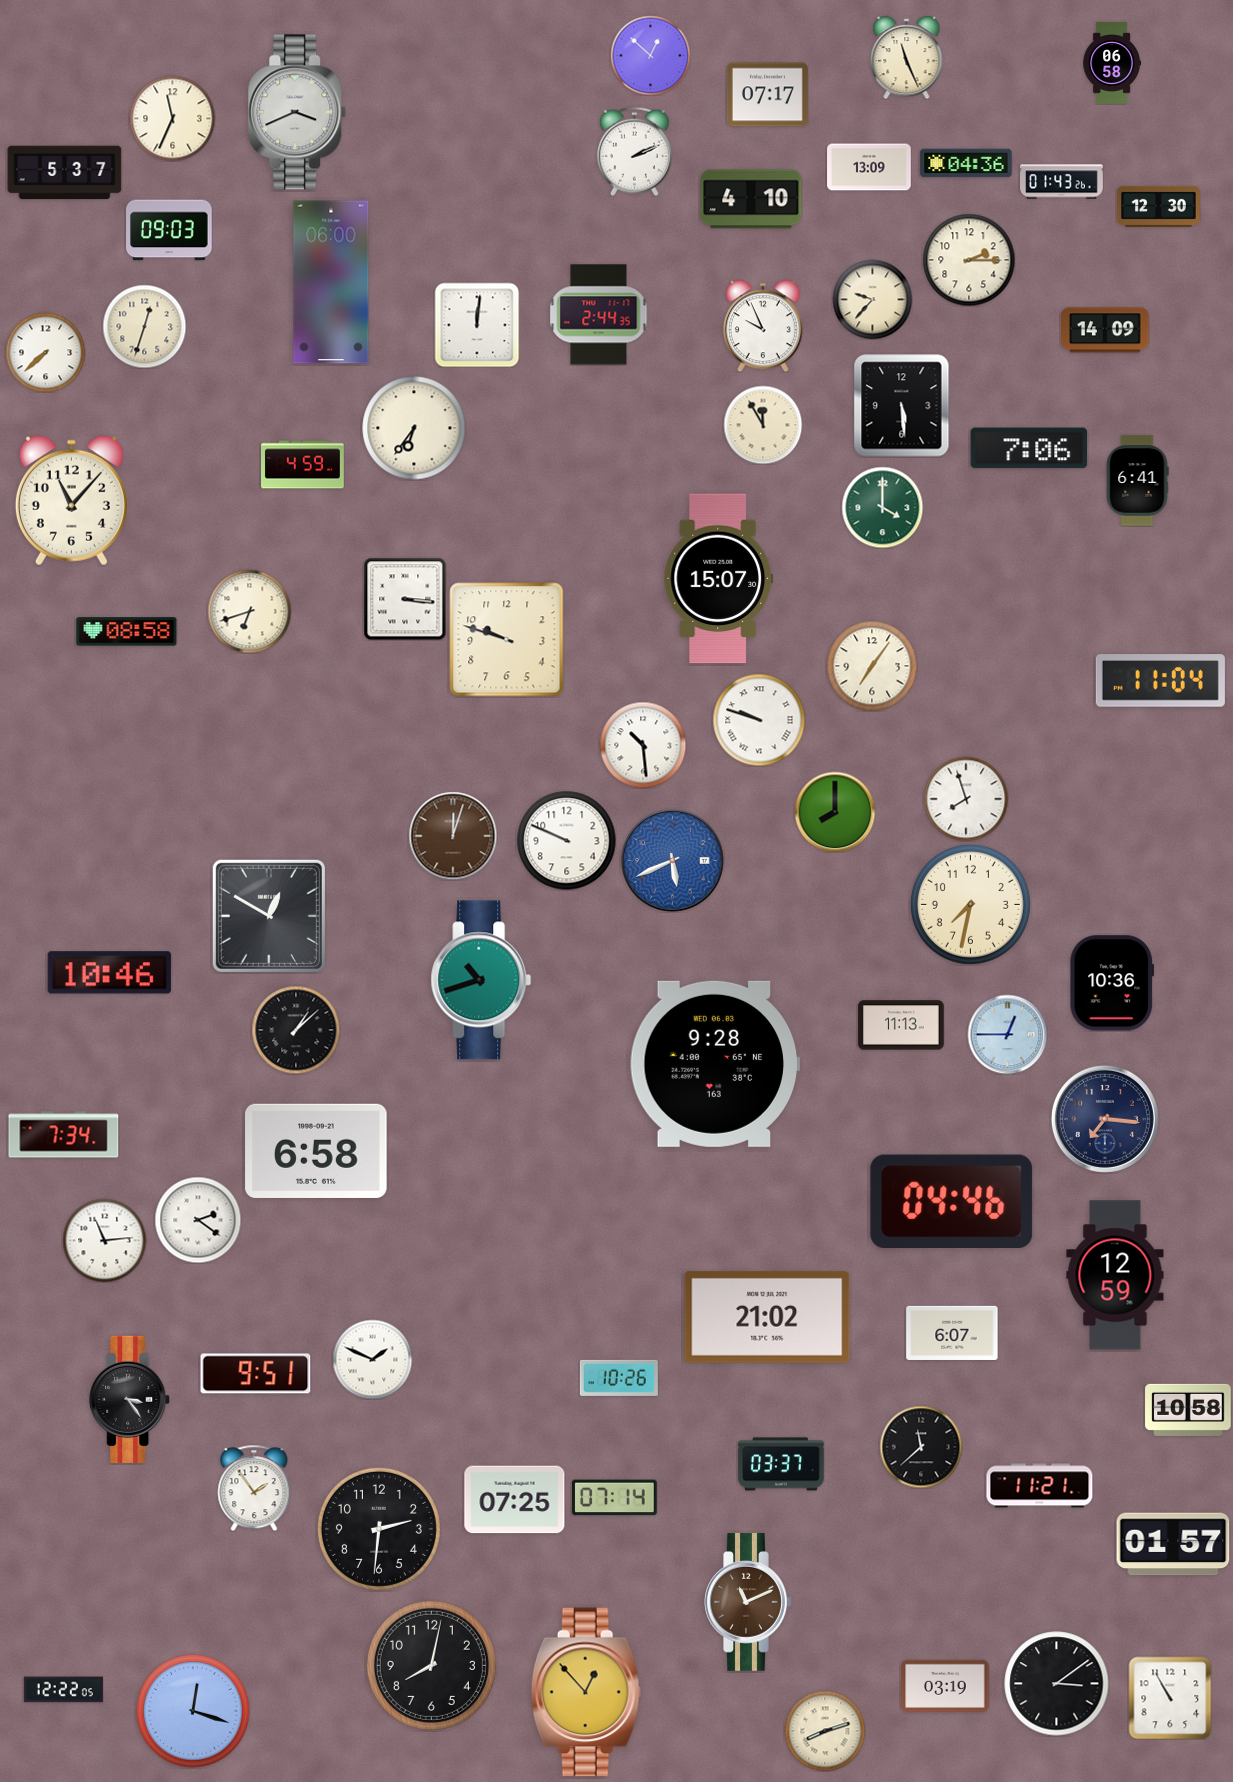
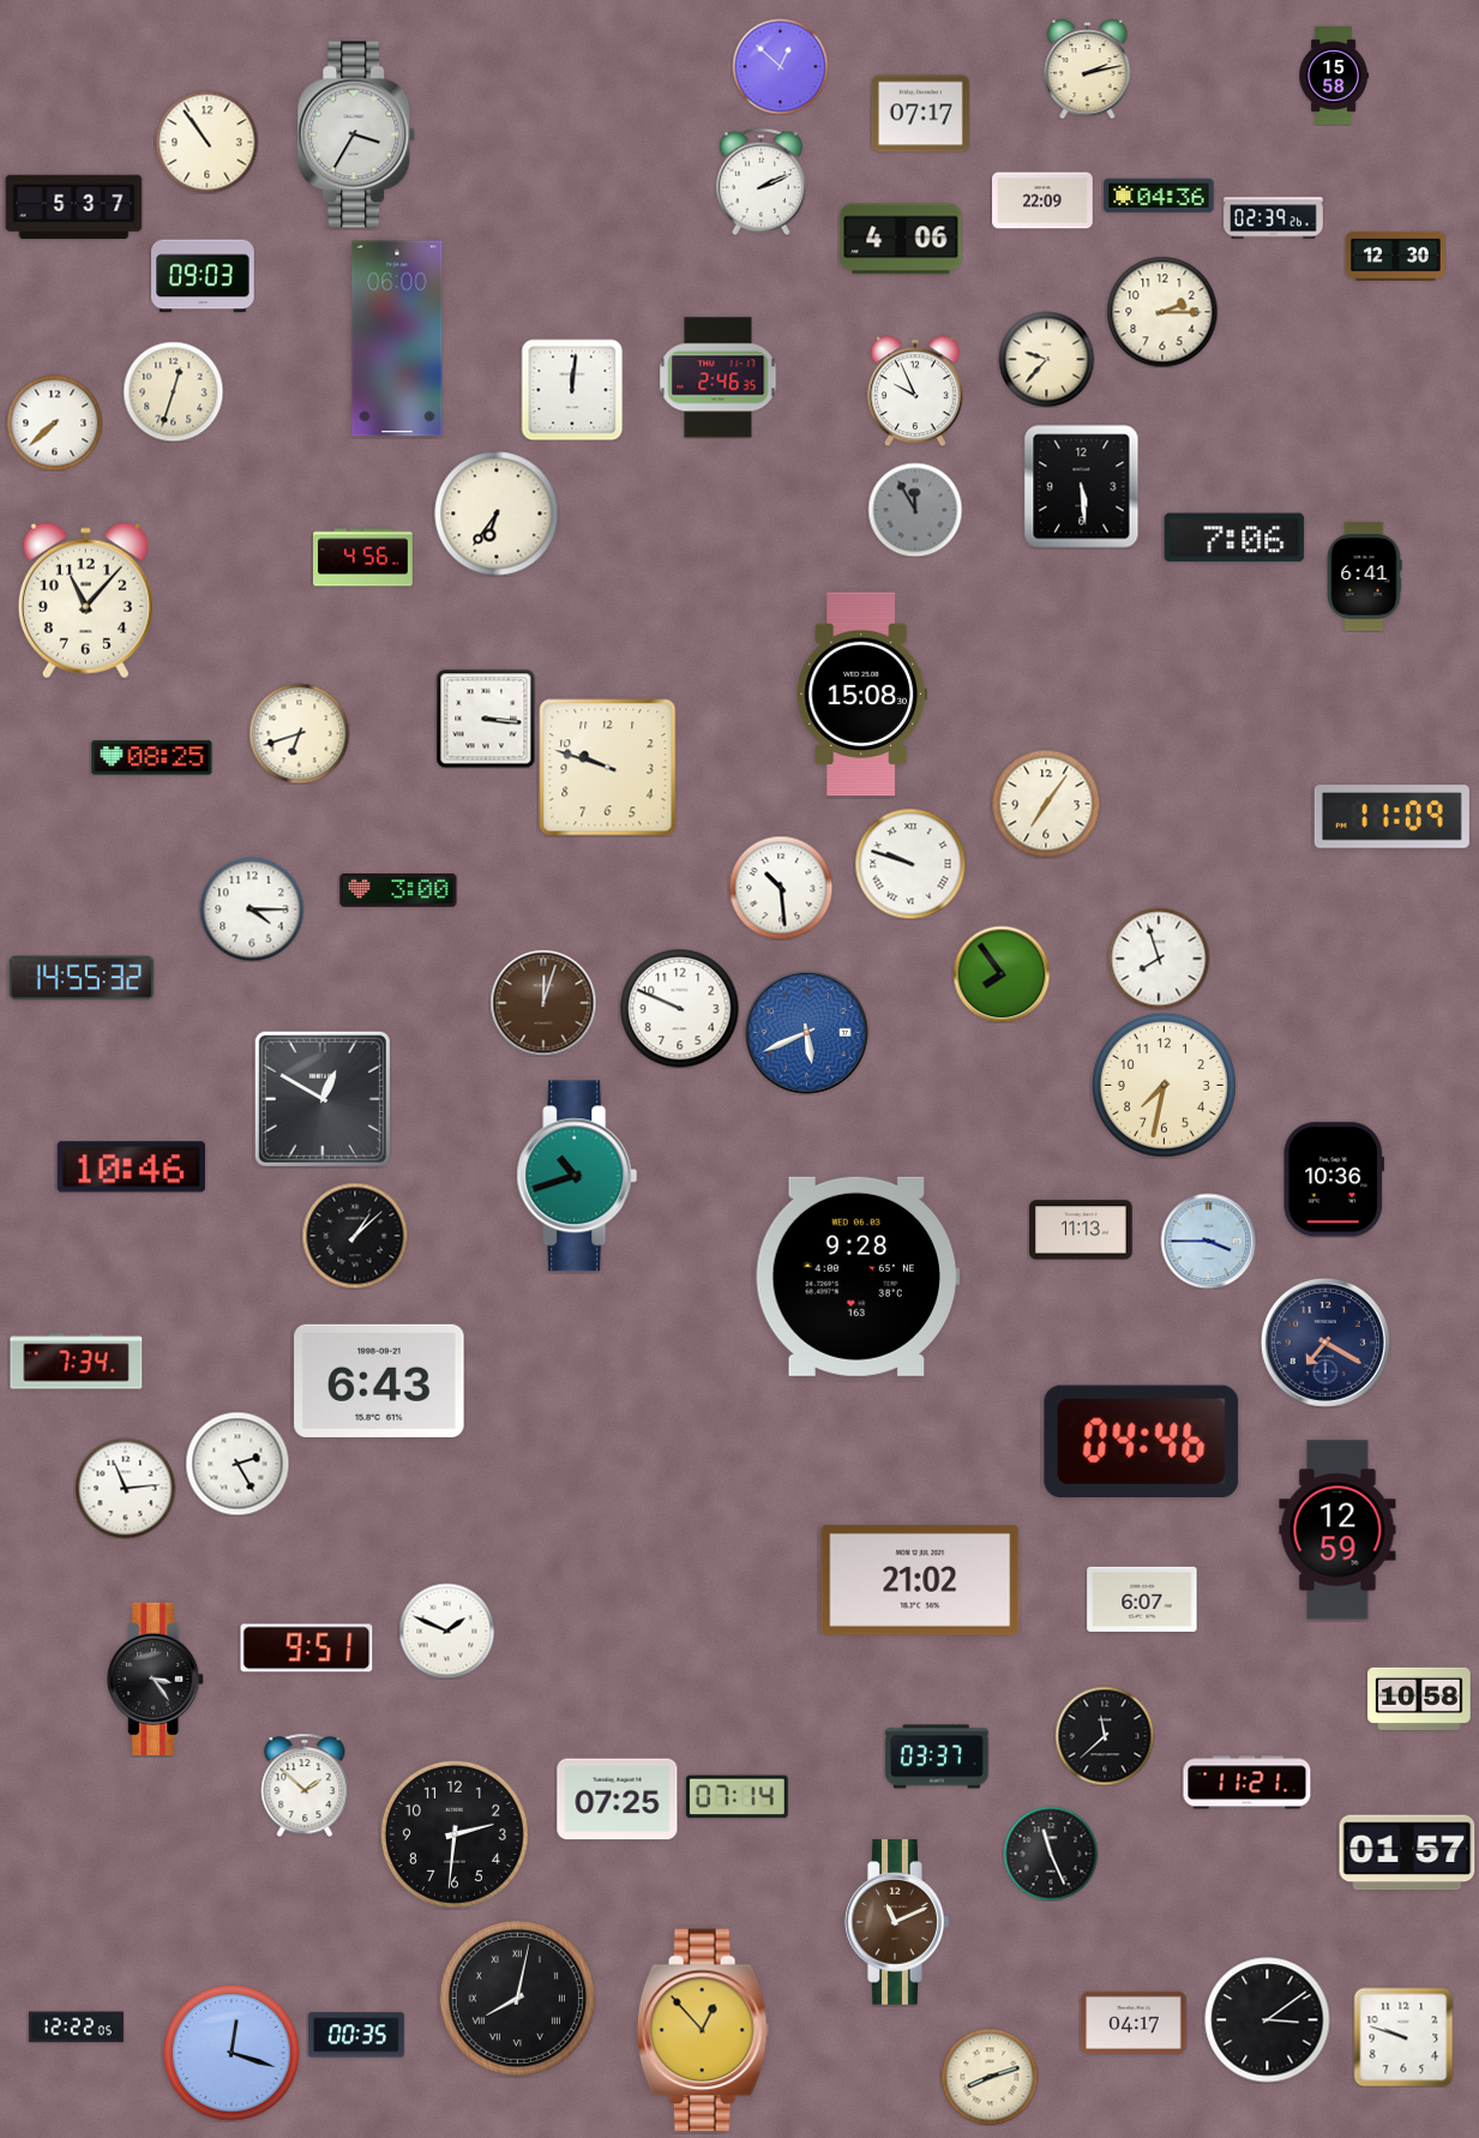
clock at (907, 57): 11:26 -> 2:13
clock at (1112, 64): 06:58 -> 15:58
clock at (297, 112): 3:41 -> 3:35
clock at (172, 118): 11:34 -> 10:54
clock at (869, 167): 13:09 -> 22:09
clock at (65, 173) position: (65, 173) -> (74, 208)
clock at (1062, 182): 01:43 -> 02:39
clock at (751, 199): 4:10 -> 4:06
clock at (1159, 206) position: (1159, 206) -> (1396, 256)
clock at (599, 315): 2:44 -> 2:46
clock at (1105, 330): 14:09 -> none
clock at (763, 425) dial: cream -> grey
clock at (303, 465): 4:59 -> 4:56
clock at (882, 507): 4:00 -> none
clock at (718, 579): 15:07 -> 15:08
clock at (127, 632): 08:58 -> 08:25
clock at (872, 666) position: (872, 666) -> (1046, 804)
clock at (1160, 681): 11:04 -> 11:09
clock at (398, 890): none -> 3:00
clock at (643, 745) position: (643, 745) -> (781, 888)
clock at (252, 909): none -> 4:15
clock at (835, 812): 8:00 -> 7:54
clock at (82, 978): none -> 14:55
clock at (1007, 1034): 12:45 -> 3:45
clock at (1105, 1119): 7:16 -> 7:20
clock at (316, 1151): 6:58 -> 6:43
clock at (198, 1220): 2:21 -> 2:25
clock at (619, 1378): 10:26 -> none
clock at (1188, 1410) position: (1188, 1410) -> (1419, 1699)
clock at (254, 1488): 1:54 -> 1:52
clock at (1051, 1854): none -> 11:26
clock at (431, 1665) numerals: Arabic -> Roman
clock at (945, 1686): 03:19 -> 04:17
clock at (356, 2035): none -> 00:35
clock at (1170, 1698): 10:55 -> 9:48
